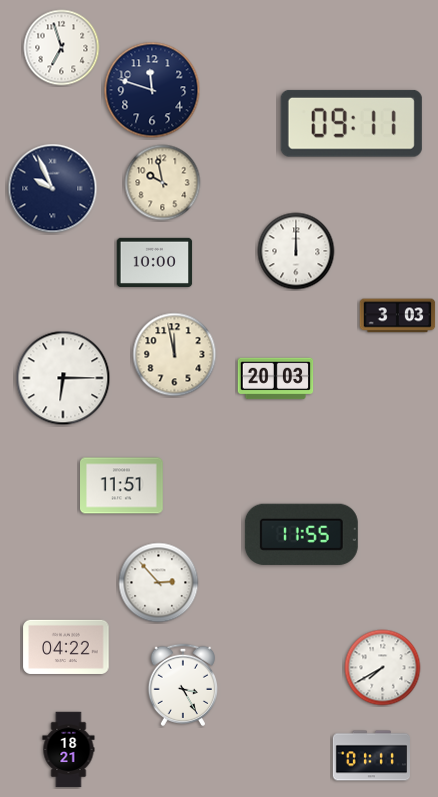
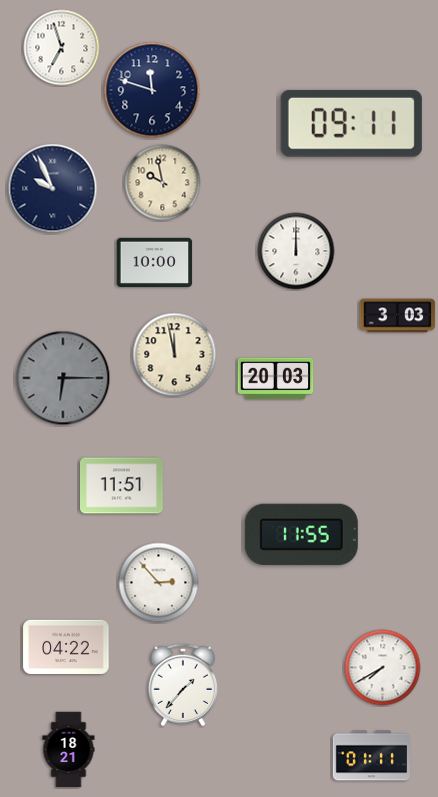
clock at (63, 378) dial: white -> grey
clock at (182, 685): 3:25 -> 1:37
